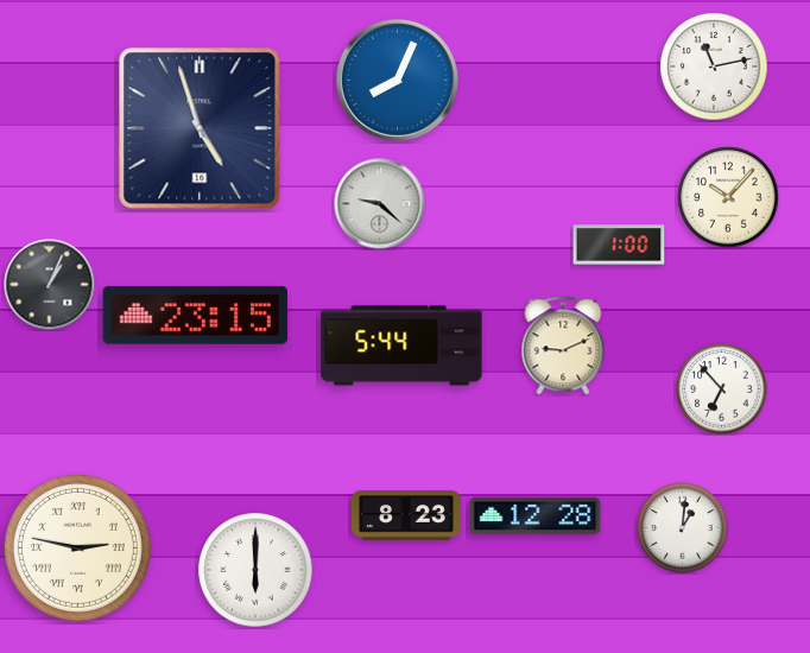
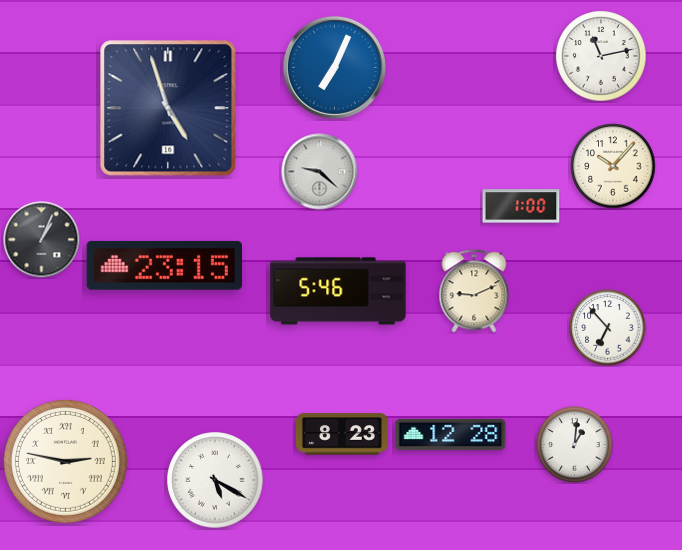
clock at (397, 80): 8:04 -> 7:04
clock at (401, 345): 5:44 -> 5:46
clock at (255, 570): 6:00 -> 5:20
